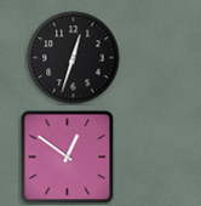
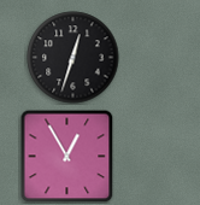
clock at (67, 156): 12:51 -> 12:55
